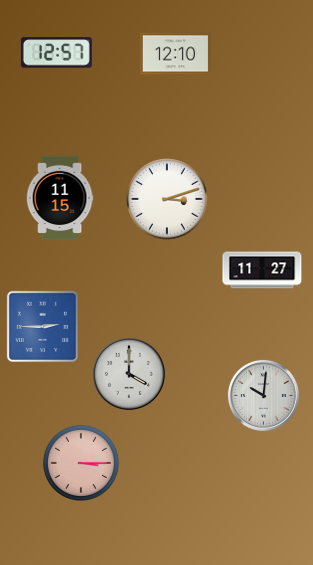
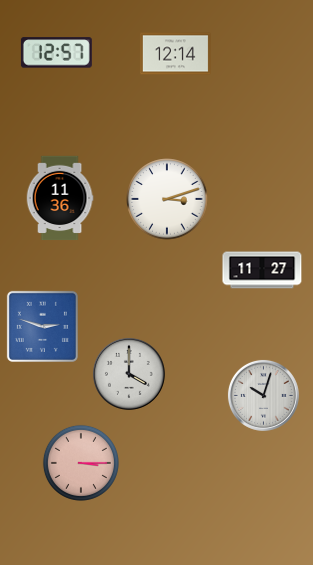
clock at (175, 54): 12:10 -> 12:14
clock at (60, 198): 11:15 -> 11:36
clock at (42, 326): 2:45 -> 2:48
clock at (263, 395): 10:01 -> 10:03
